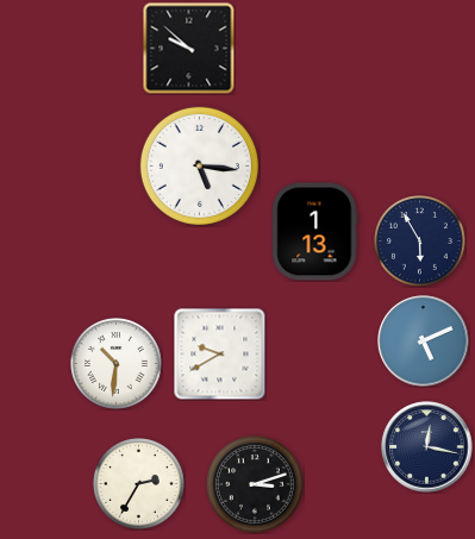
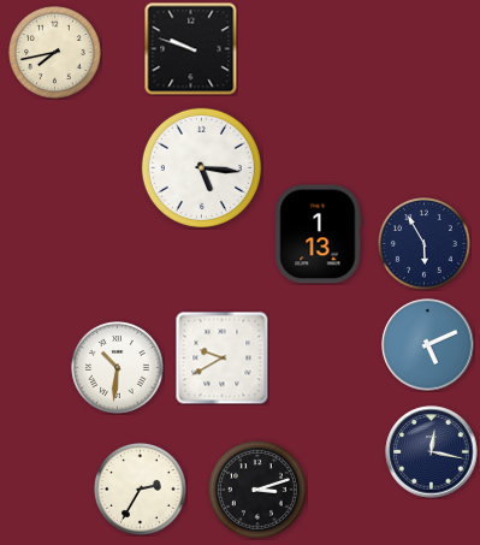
clock at (188, 48): 9:52 -> 9:48
clock at (55, 53): none -> 7:43
